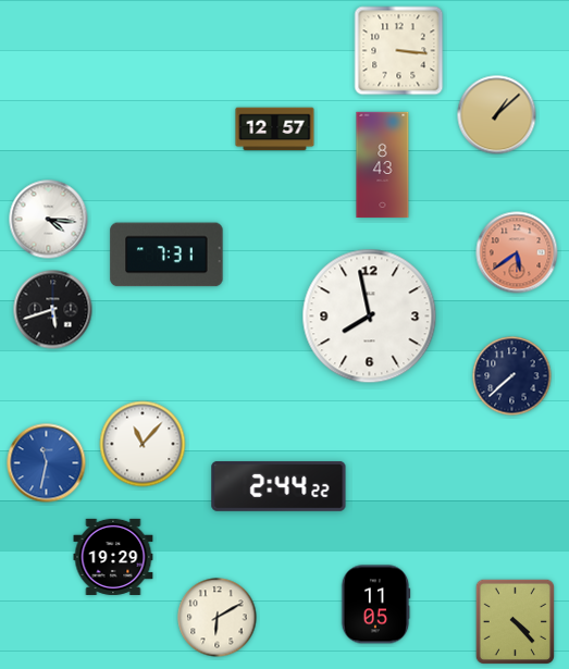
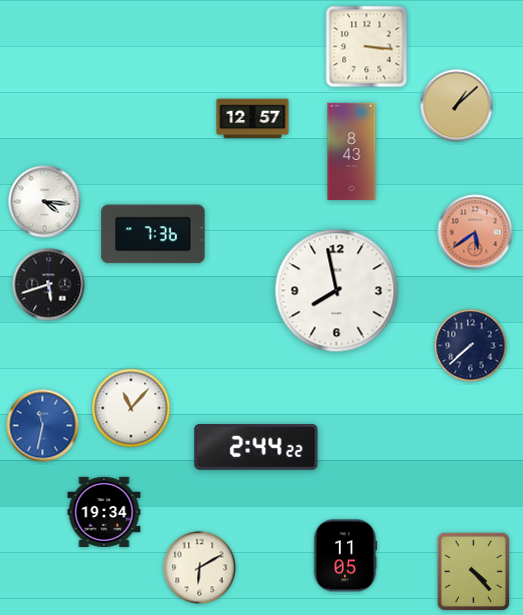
clock at (166, 255): 7:31 -> 7:36
clock at (370, 317) position: (370, 317) -> (337, 291)
clock at (113, 557): 19:29 -> 19:34
